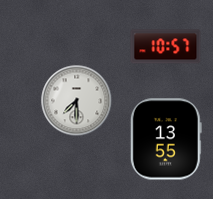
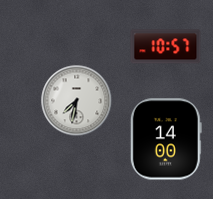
clock at (77, 101): 7:30 -> 7:32
clock at (166, 139): 13:55 -> 14:00
